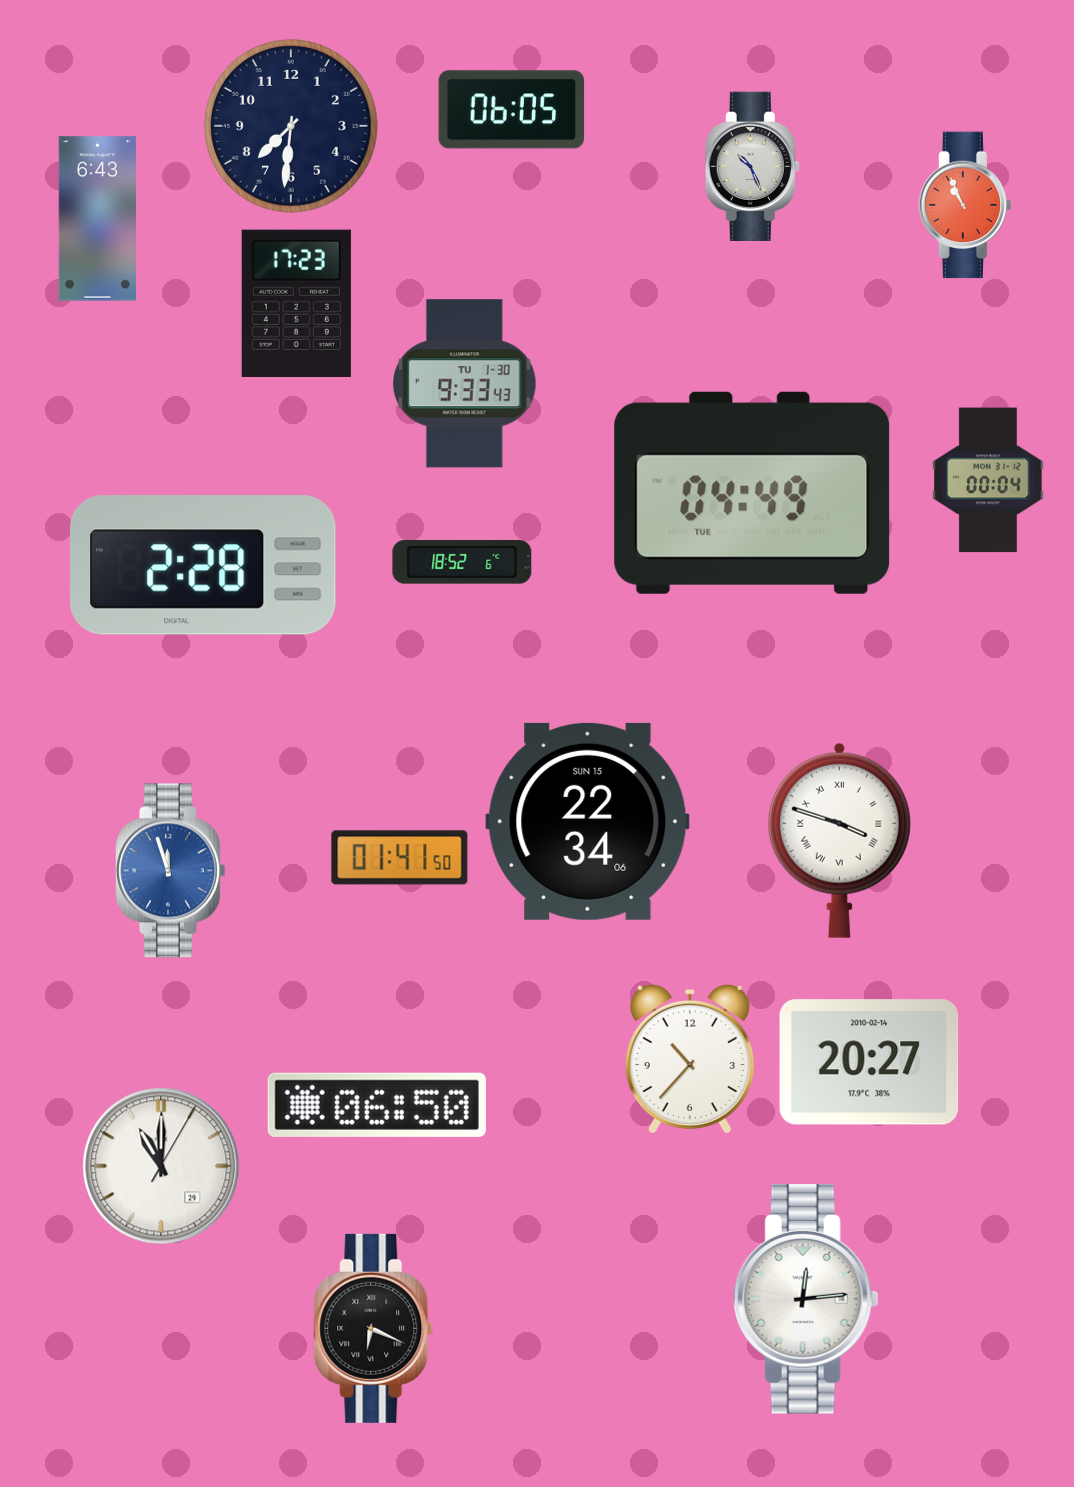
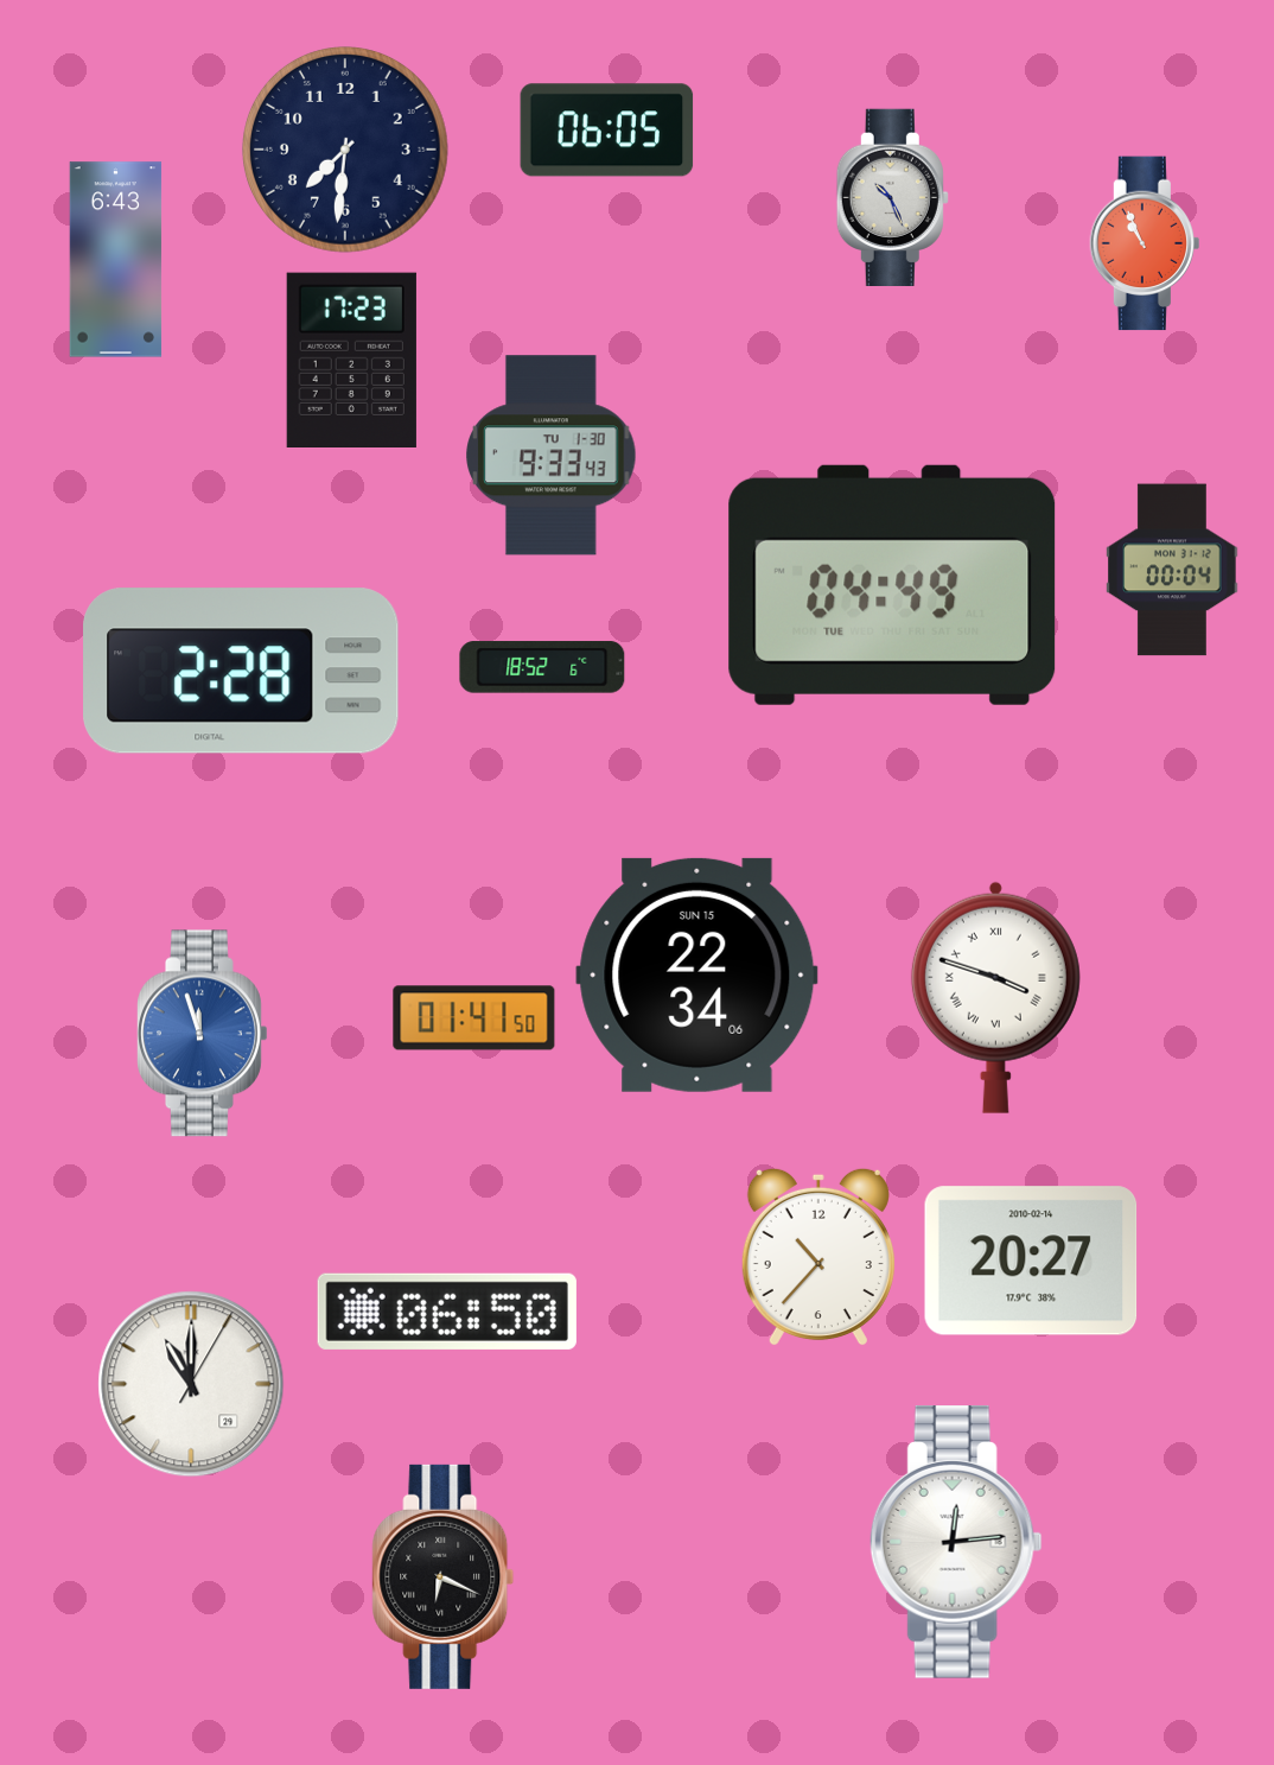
clock at (462, 562) position: (462, 562) -> (542, 667)
